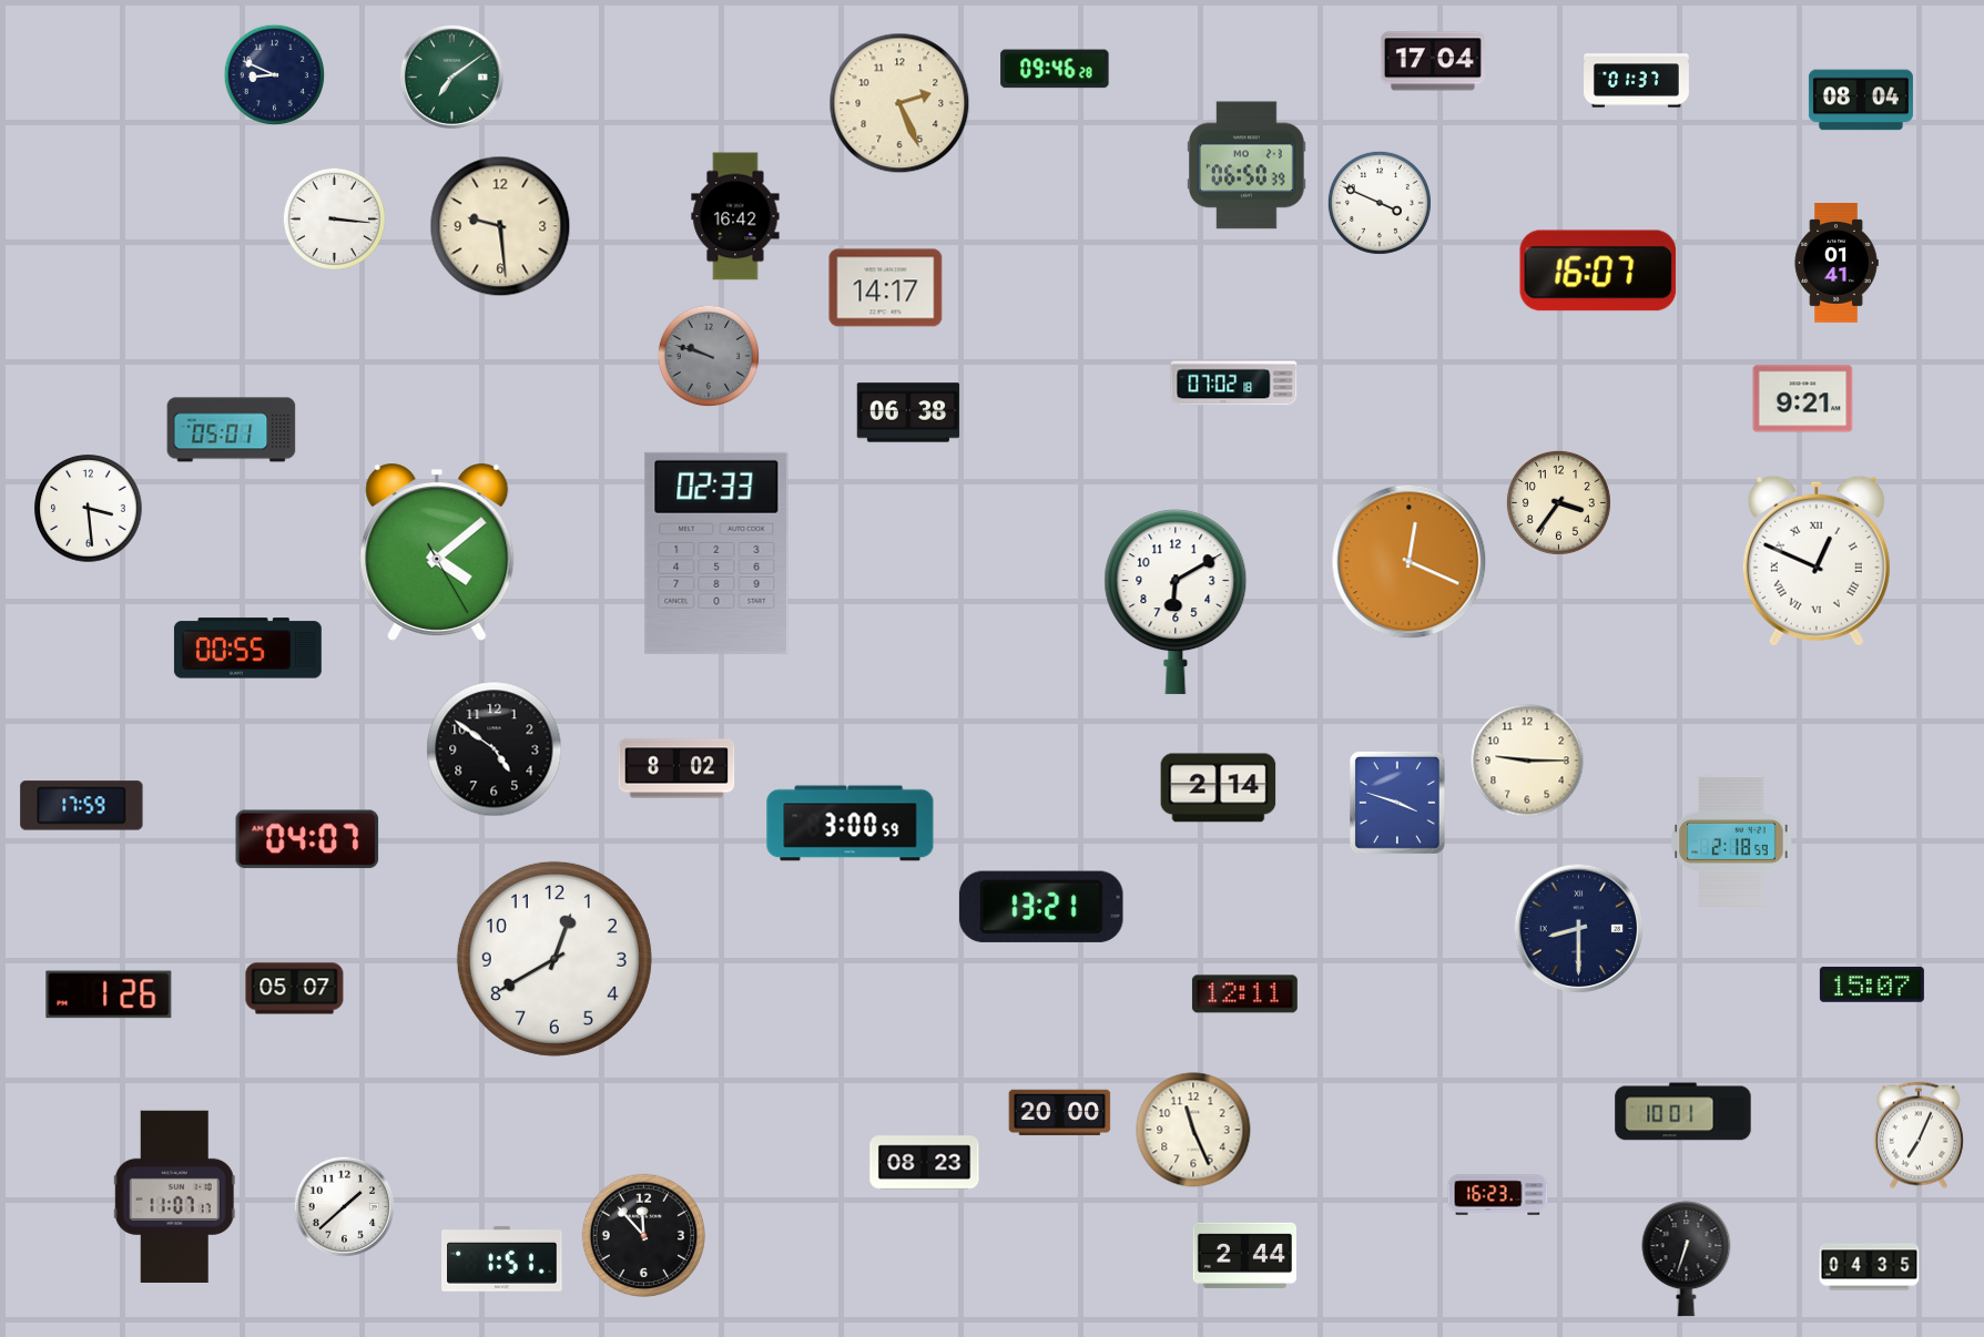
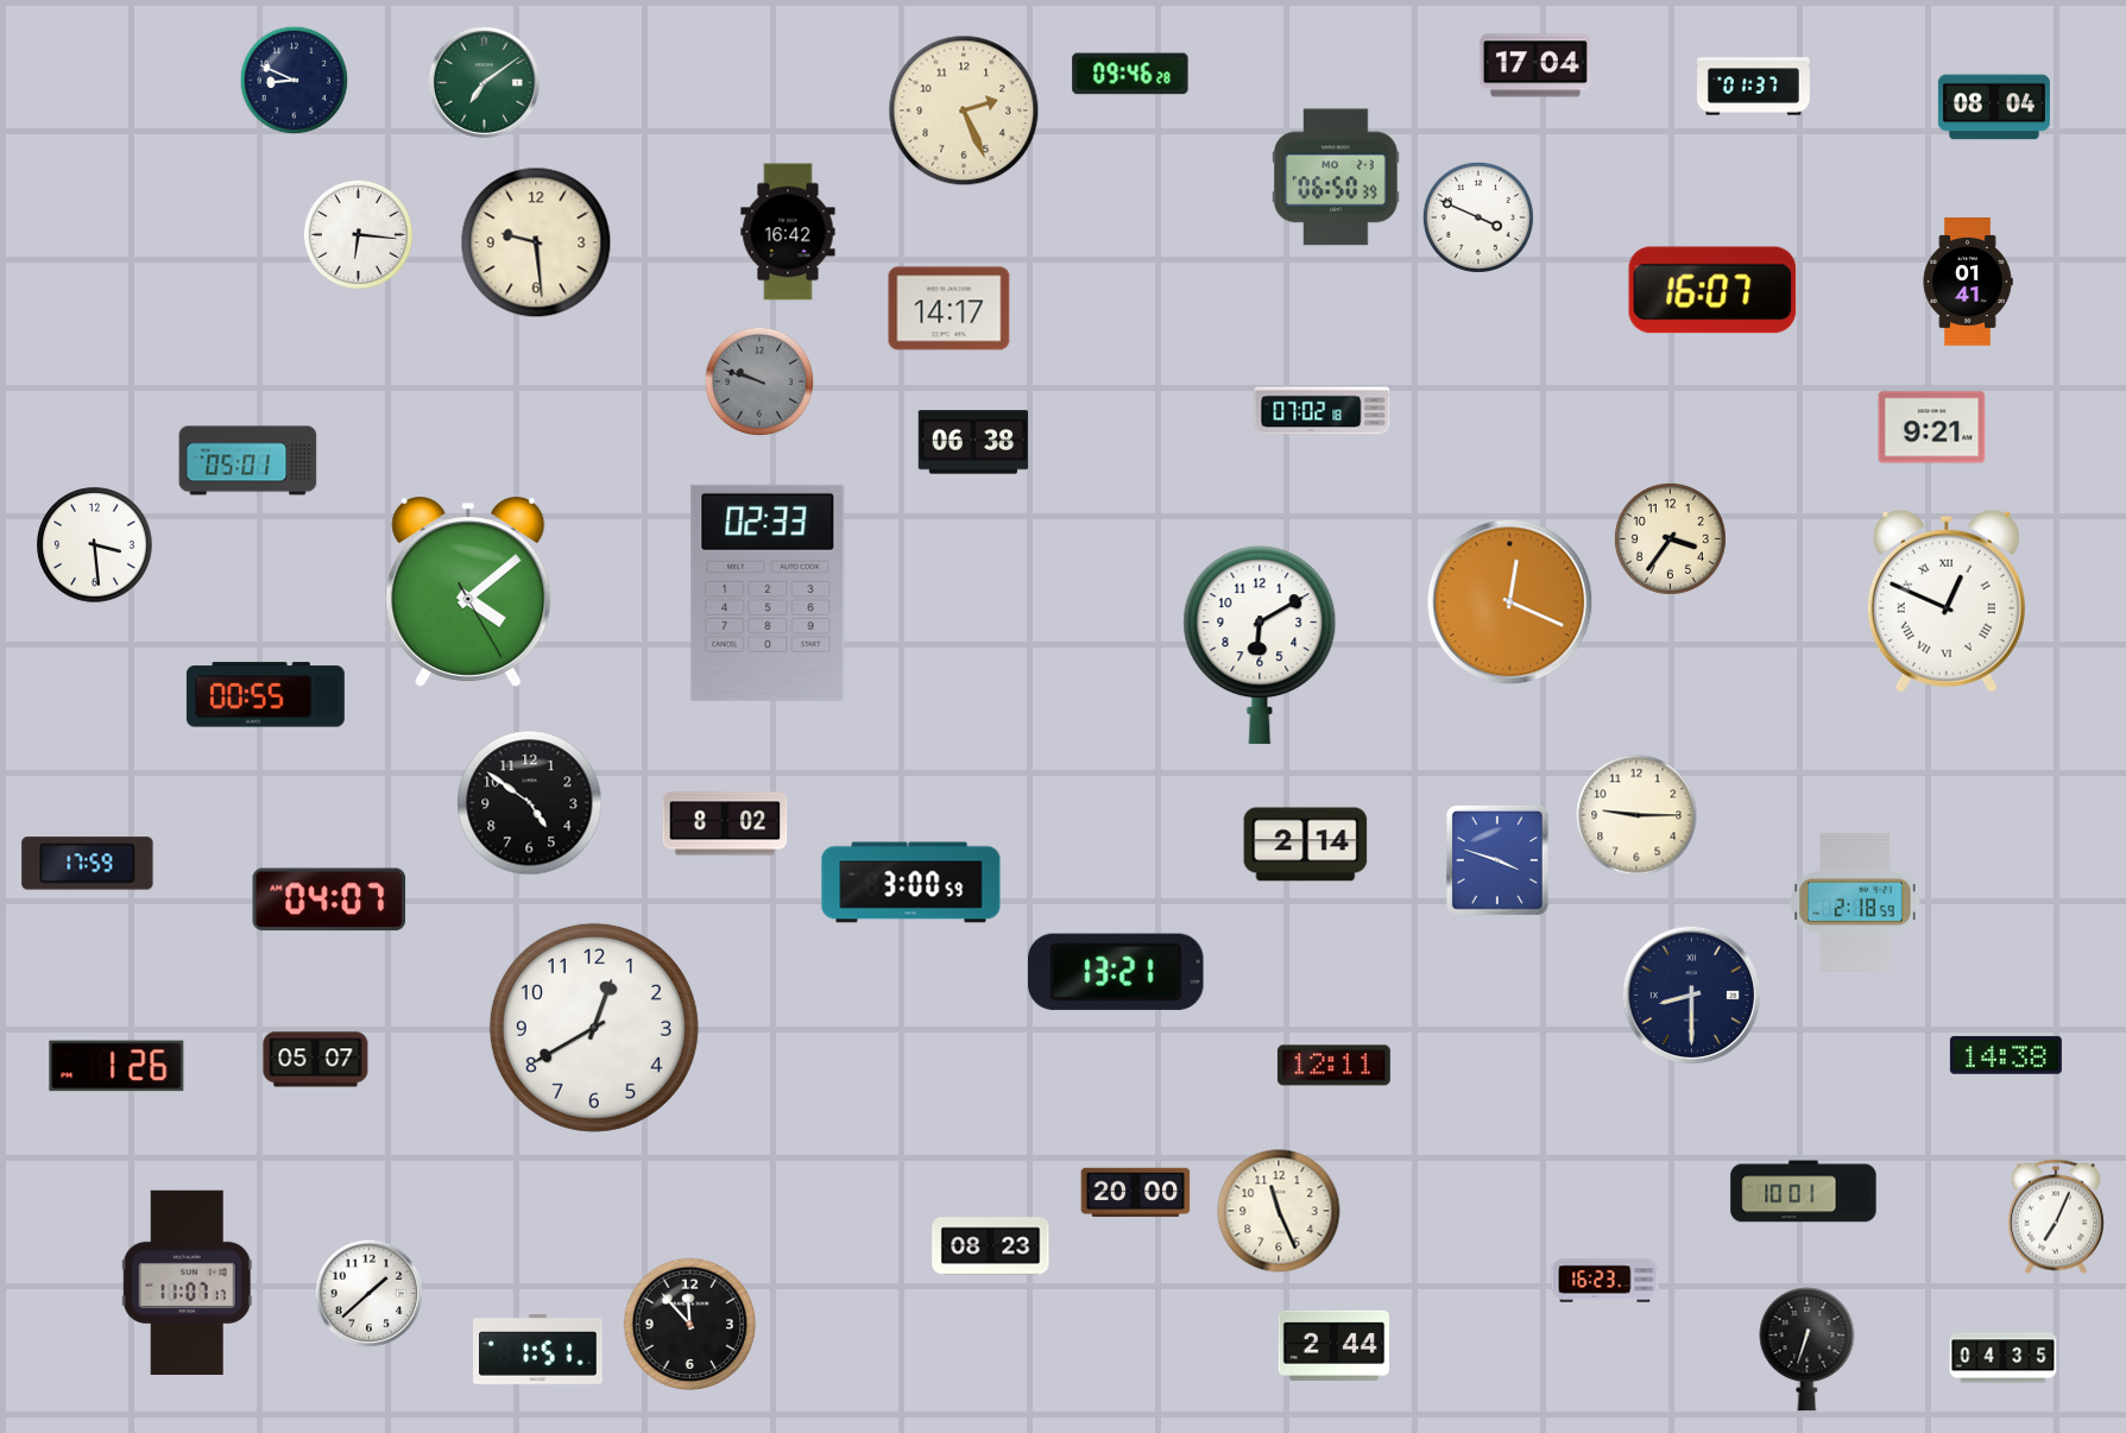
clock at (334, 218): 3:16 -> 6:16
clock at (1872, 984): 15:07 -> 14:38
